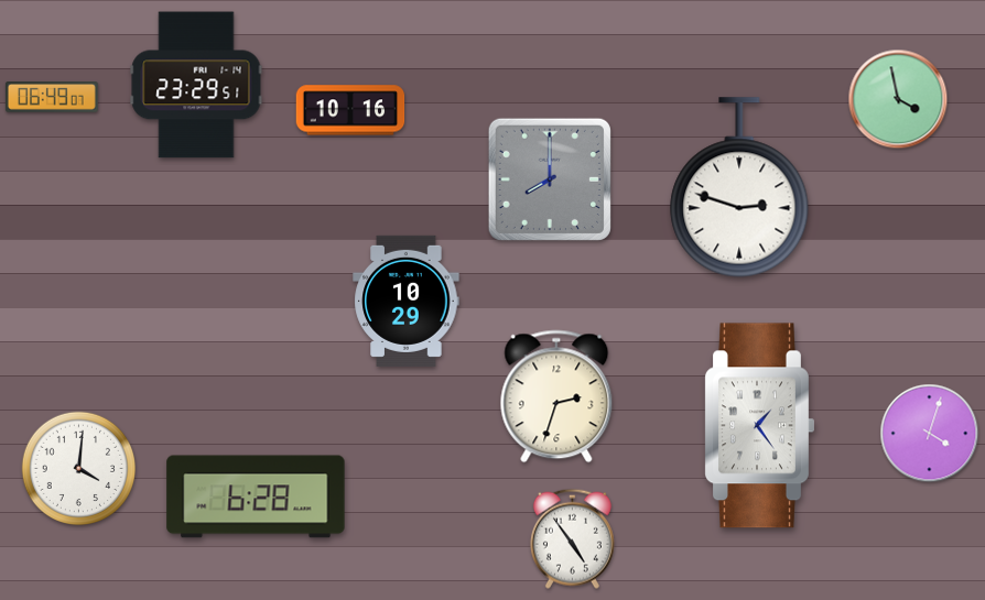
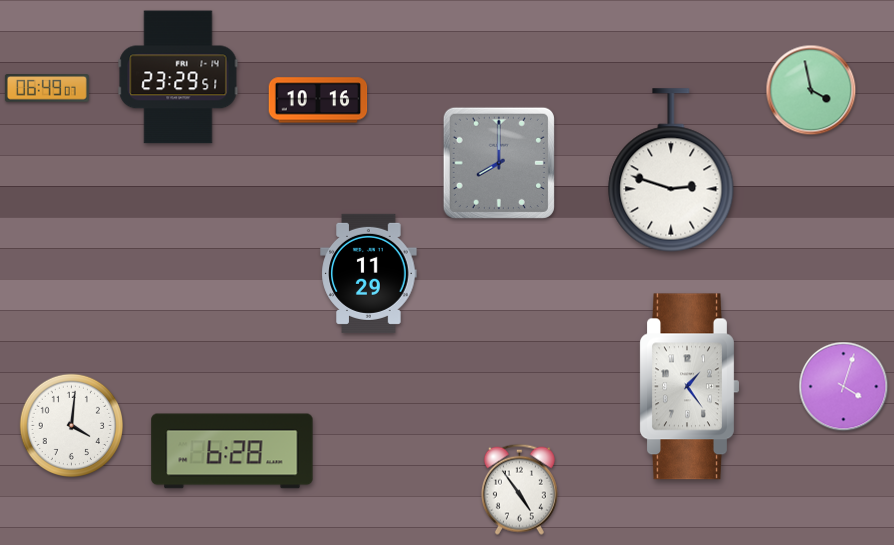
clock at (898, 99) position: (898, 99) -> (811, 90)
clock at (407, 301): 10:29 -> 11:29
clock at (556, 396): 2:33 -> none
clock at (930, 434) position: (930, 434) -> (844, 387)
